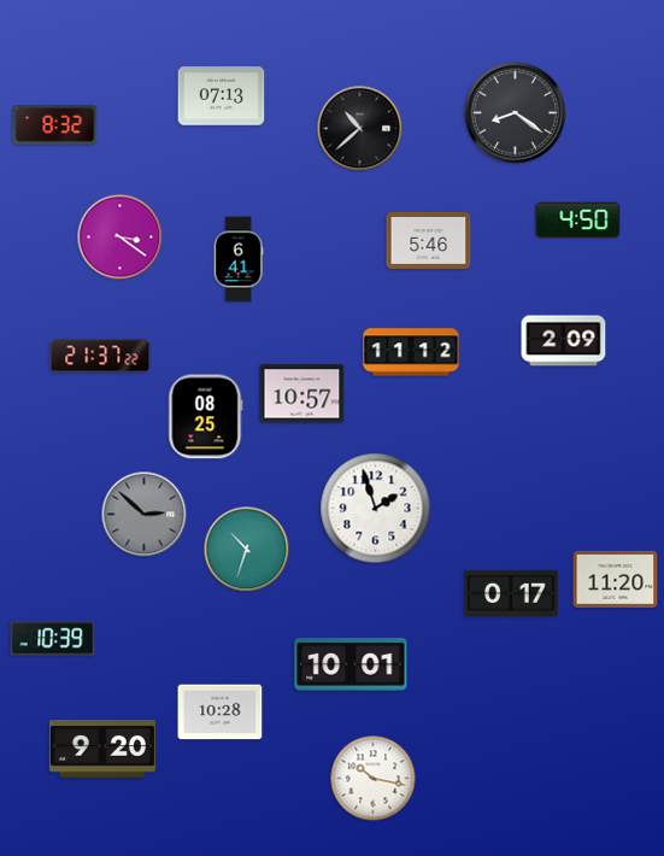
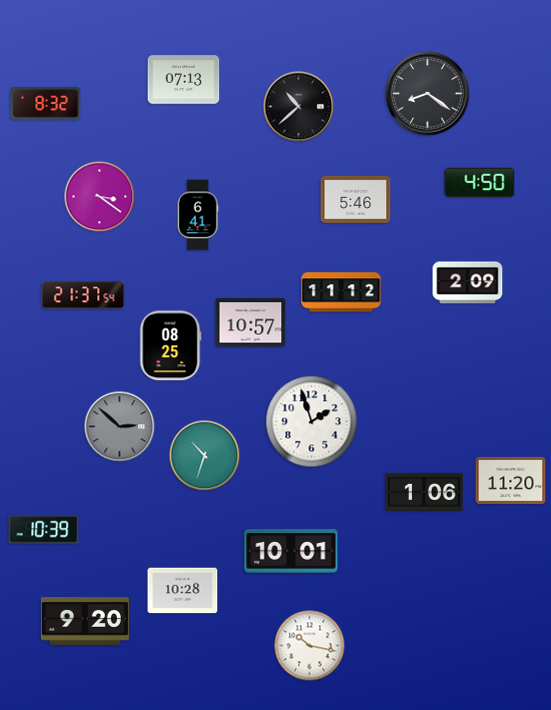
clock at (100, 356): 21:37:22 -> 21:37:54
clock at (302, 394) position: (302, 394) -> (251, 323)
clock at (511, 593): 0:17 -> 1:06
